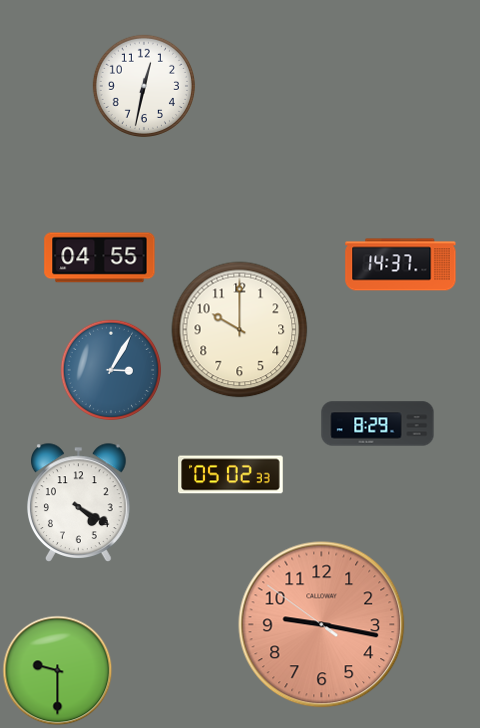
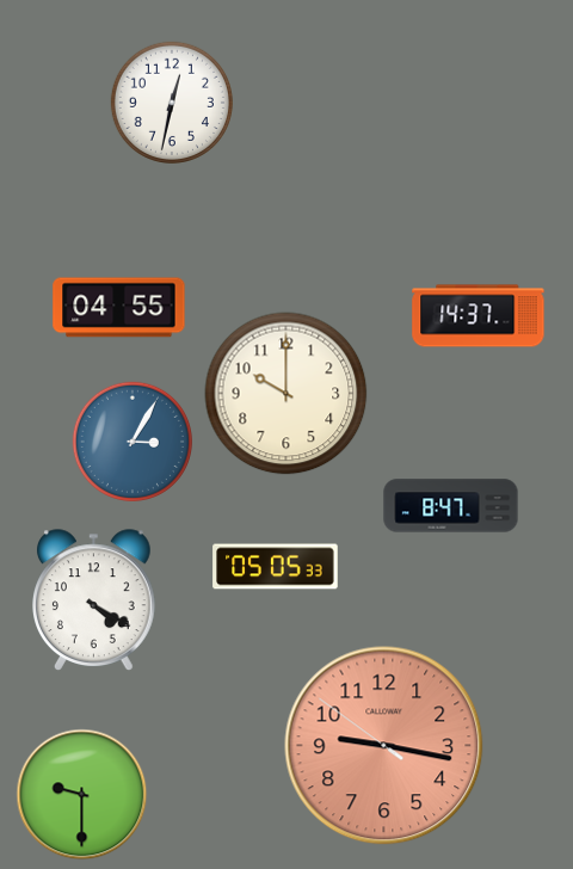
clock at (378, 424): 8:29 -> 8:47
clock at (231, 475): 05:02 -> 05:05
clock at (58, 671) position: (58, 671) -> (82, 795)
